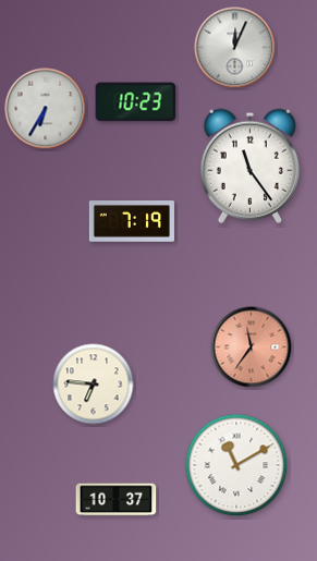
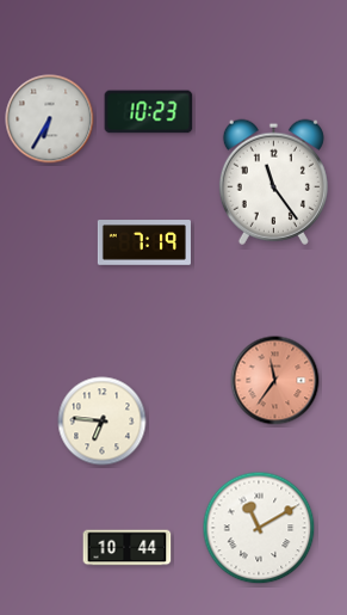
clock at (235, 48): 12:04 -> none
clock at (236, 465) position: (236, 465) -> (259, 528)
clock at (117, 500): 10:37 -> 10:44
